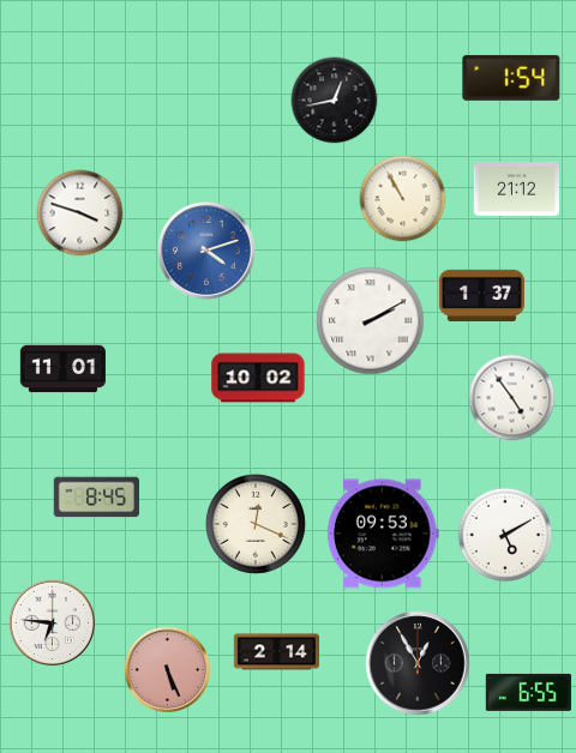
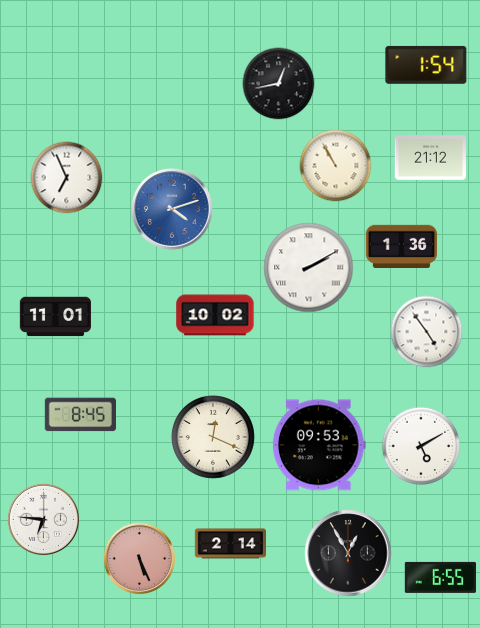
clock at (80, 213): 3:48 -> 6:56
clock at (481, 295): 1:37 -> 1:36
clock at (62, 369) position: (62, 369) -> (55, 317)
